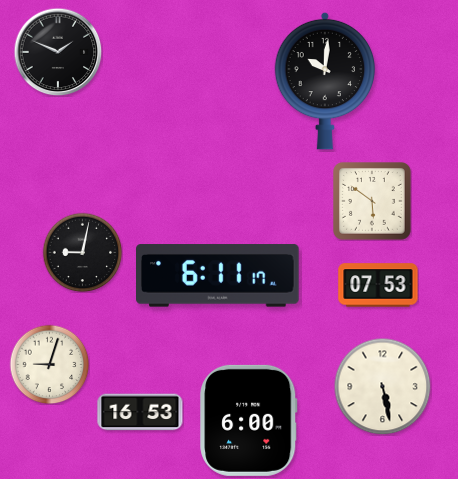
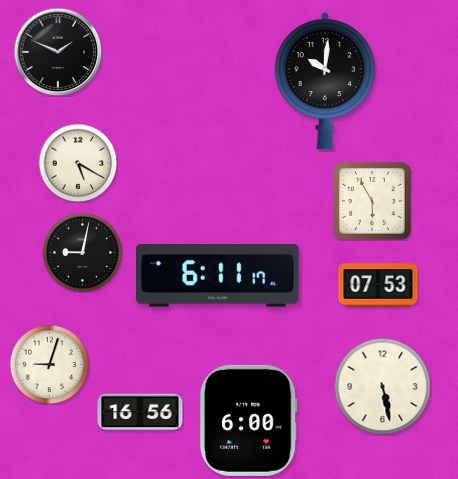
clock at (78, 163): none -> 5:20
clock at (373, 202): 5:51 -> 5:55
clock at (140, 412): 16:53 -> 16:56
